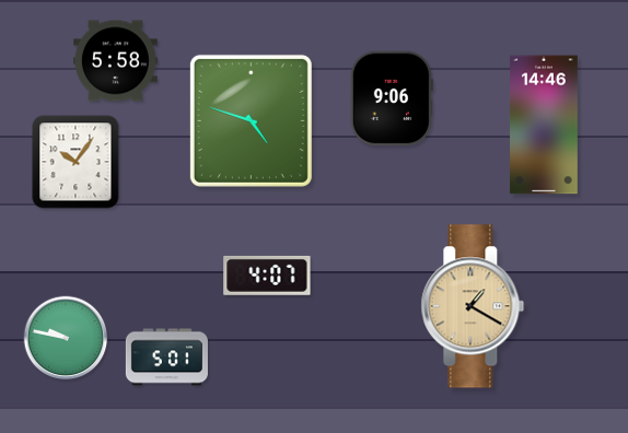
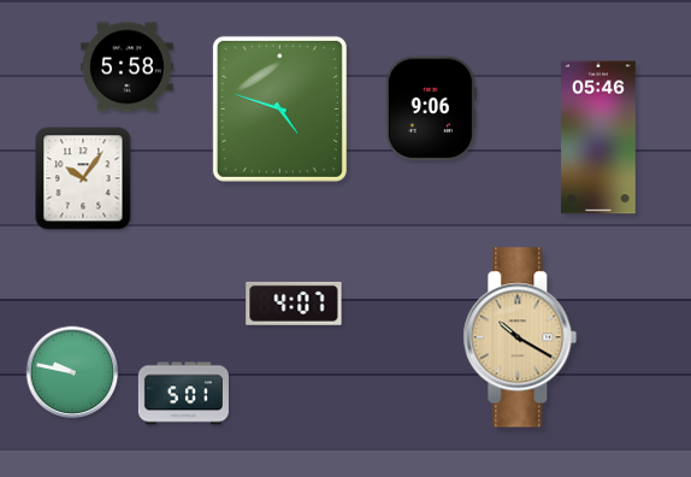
clock at (251, 120) position: (251, 120) -> (279, 108)
clock at (544, 125): 14:46 -> 05:46
clock at (473, 306): 1:20 -> 10:20
